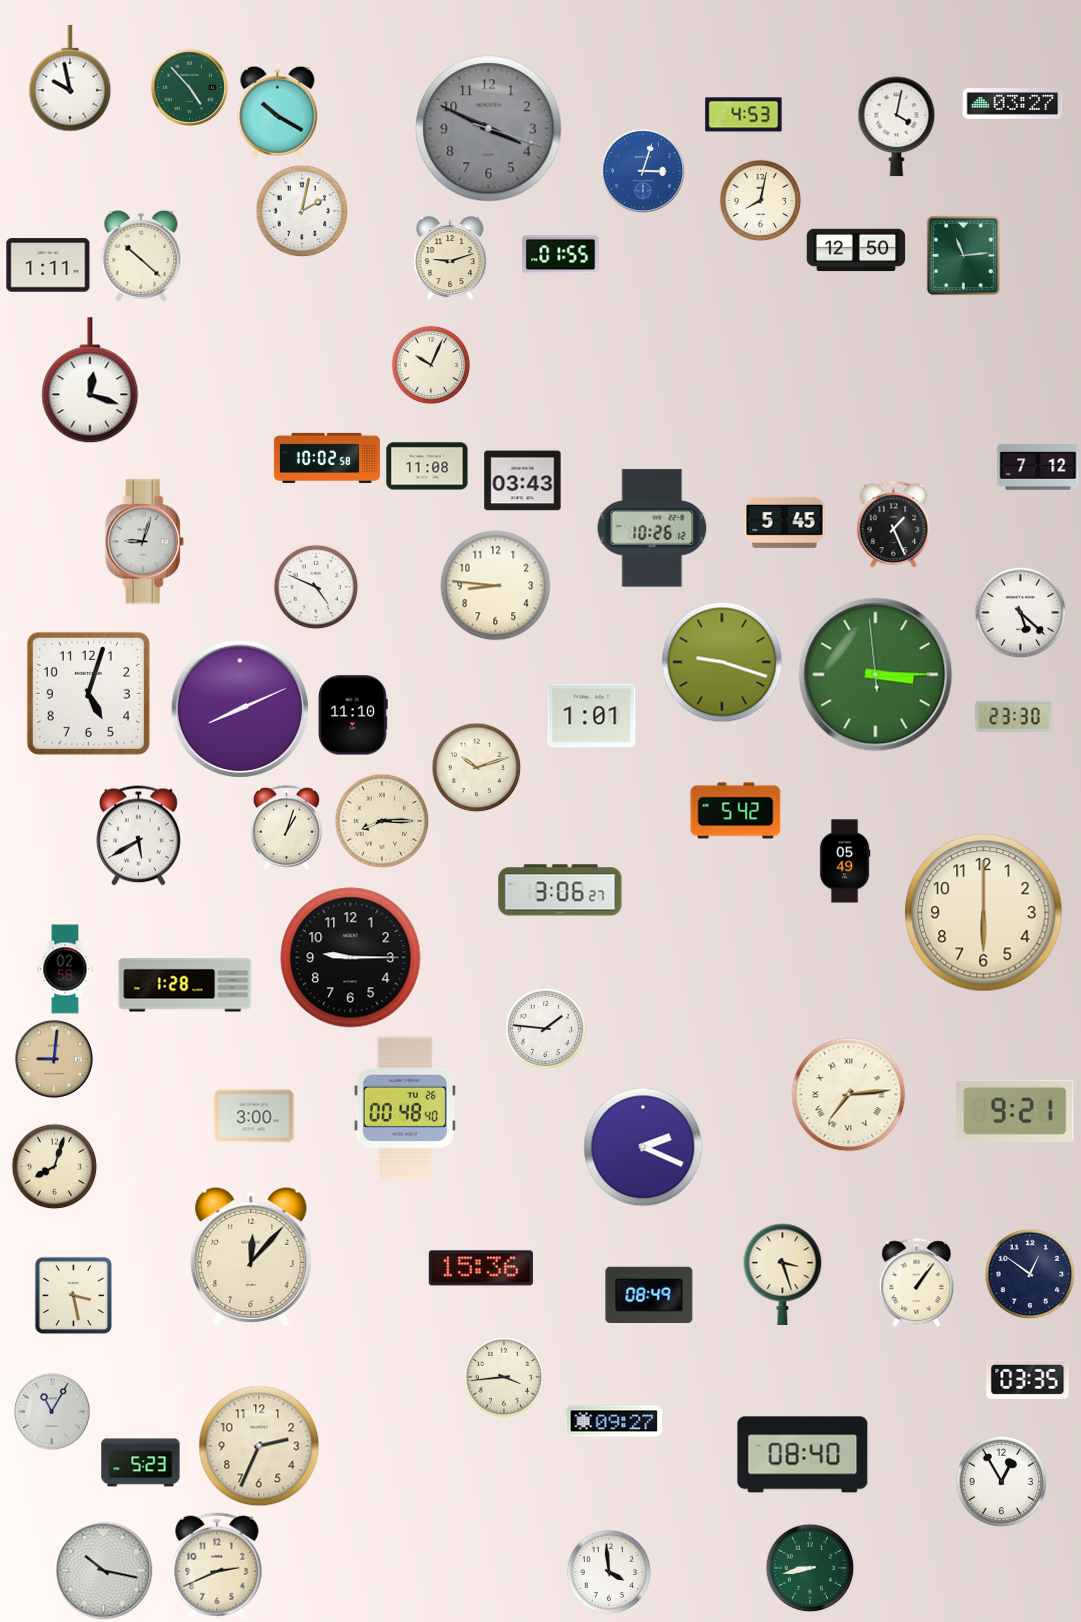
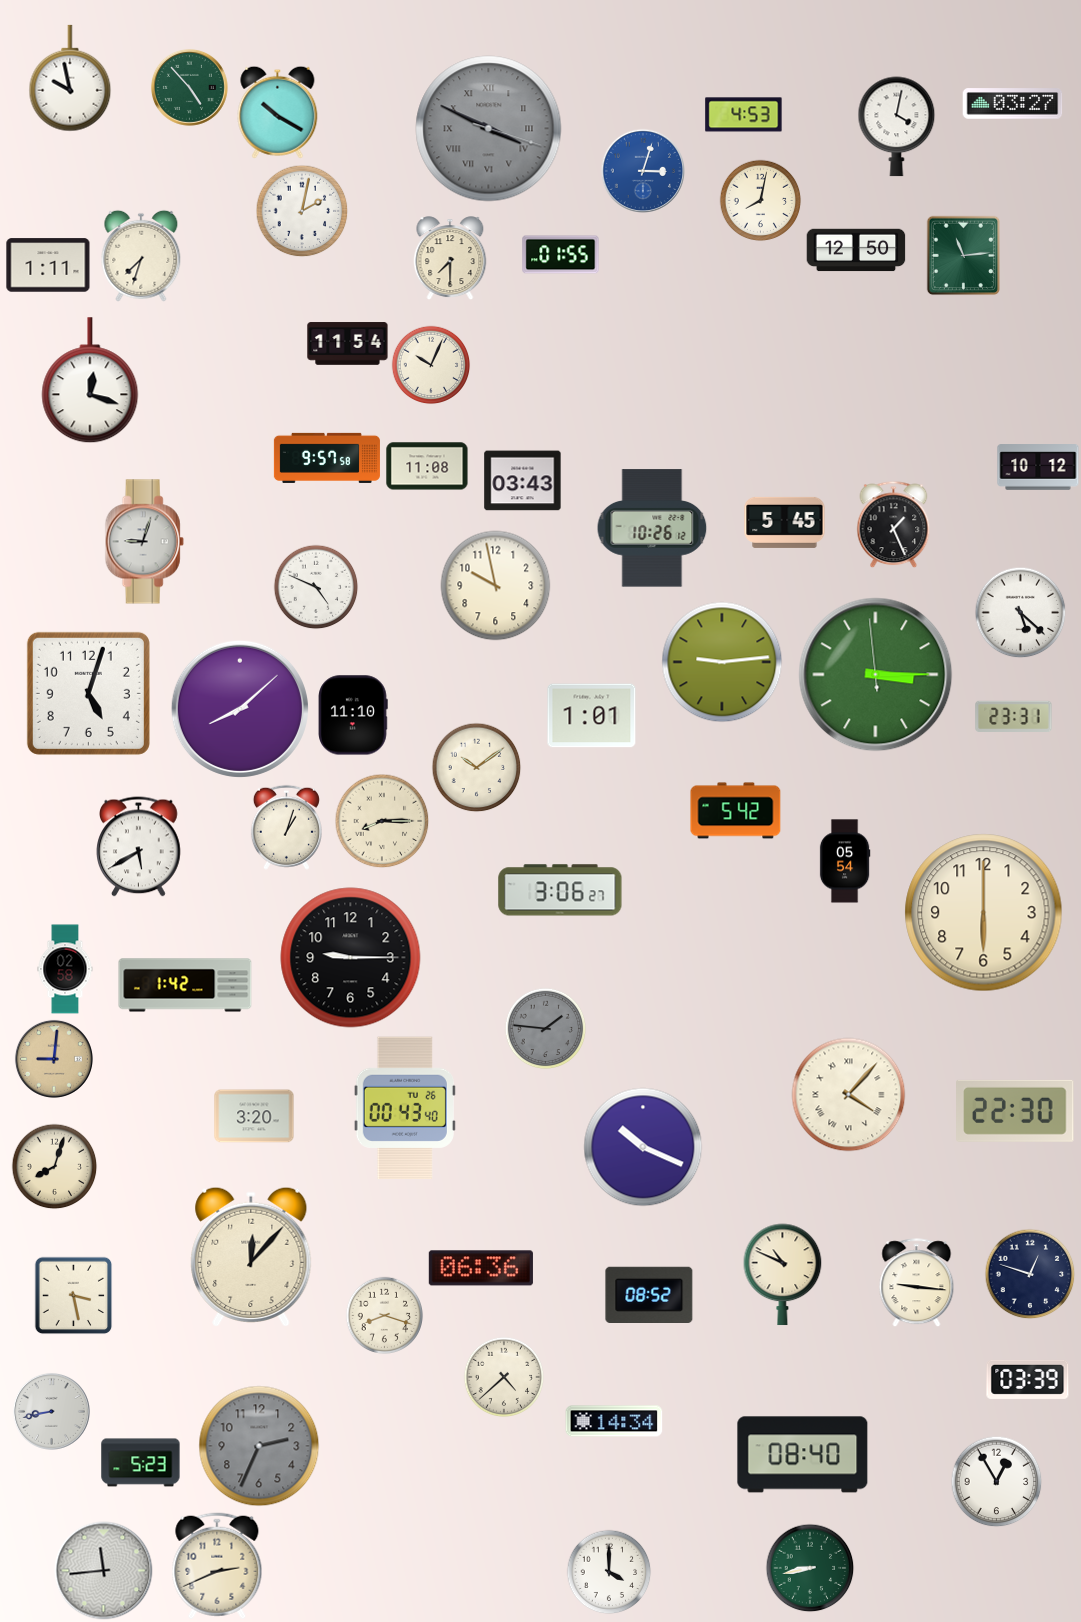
clock at (489, 129) numerals: Arabic -> Roman
clock at (141, 256): 10:22 -> 7:33
clock at (450, 258): 9:12 -> 7:30
clock at (348, 344): none -> 11:54
clock at (327, 458): 10:02 -> 9:57
clock at (1038, 467): 7:12 -> 10:12
clock at (496, 586): 8:46 -> 9:58
clock at (722, 662): 9:18 -> 9:14
clock at (240, 709): 8:11 -> 8:08
clock at (1014, 716): 23:30 -> 23:31
clock at (476, 767): 10:12 -> 10:09
clock at (139, 836) position: (139, 836) -> (139, 847)
clock at (845, 861): 05:49 -> 05:54
clock at (185, 985): 1:28 -> 1:42
clock at (545, 1028) dial: white -> grey
clock at (849, 1095): 7:14 -> 4:07
clock at (405, 1108): 00:48 -> 00:43
clock at (1015, 1111): 9:21 -> 22:30
clock at (254, 1116): 3:00 -> 3:20
clock at (643, 1147): 2:19 -> 10:19
clock at (481, 1268): 15:36 -> 06:36
clock at (1030, 1274): 12:51 -> 12:48
clock at (783, 1275): 3:27 -> 10:49
clock at (917, 1283): 1:06 -> 9:16
clock at (649, 1294): 08:49 -> 08:52
clock at (384, 1315): none -> 8:18
clock at (504, 1377): 3:44 -> 4:38
clock at (1028, 1379): 03:35 -> 03:39
clock at (51, 1411): 11:05 -> 8:43
clock at (614, 1421): 09:27 -> 14:34
clock at (259, 1446) dial: cream -> grey
clock at (1001, 1481) position: (1001, 1481) -> (996, 1481)
clock at (104, 1571): 10:17 -> 11:44
clock at (609, 1572): 3:59 -> 4:00
